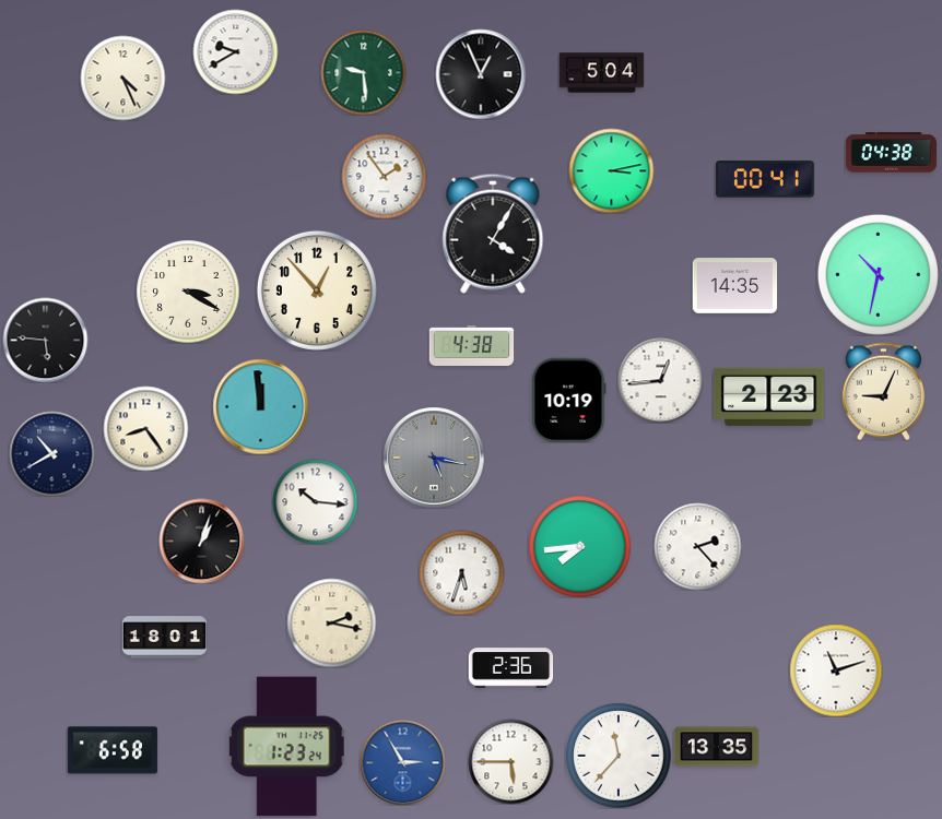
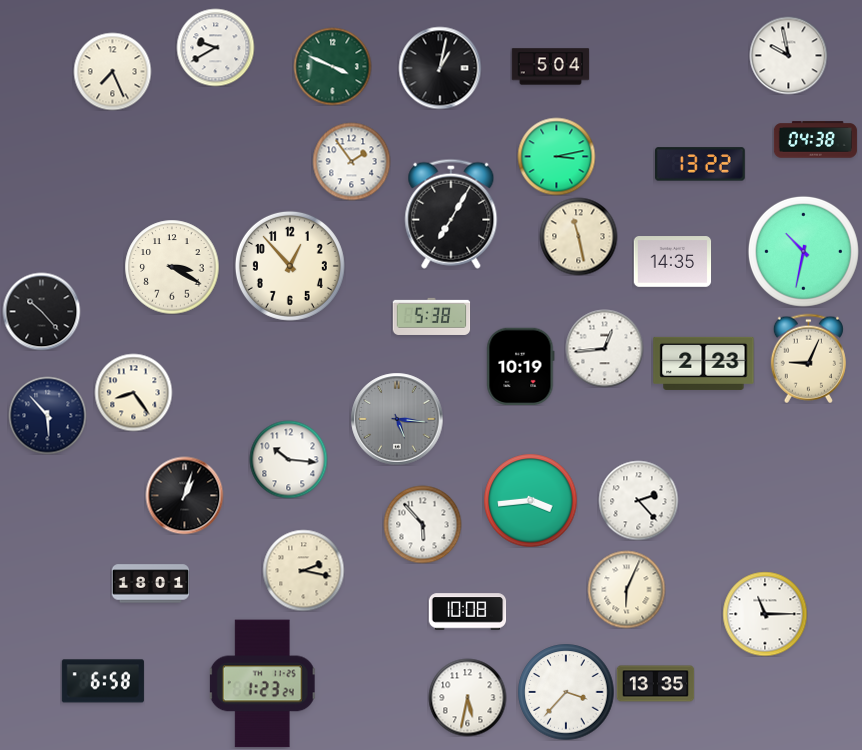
clock at (788, 55): none -> 9:58
clock at (363, 72): 9:29 -> 3:49
clock at (481, 74): 12:56 -> 1:02
clock at (122, 78): 4:26 -> 7:26
clock at (611, 170) position: (611, 170) -> (556, 156)
clock at (765, 179): 00:41 -> 13:22
clock at (493, 234): 4:05 -> 7:05
clock at (578, 236): none -> 11:28
clock at (45, 340): 5:46 -> 10:23
clock at (471, 345): 4:38 -> 5:38
clock at (260, 406): 11:59 -> none
clock at (51, 453): 10:40 -> 5:53
clock at (434, 458): 5:17 -> 5:16
clock at (579, 546): 7:44 -> 3:44
clock at (461, 572): 5:33 -> 5:53
clock at (626, 589): none -> 6:04
clock at (510, 668): 2:36 -> 10:08
clock at (836, 670): 11:12 -> 11:15
clock at (113, 750) position: (113, 750) -> (103, 681)
clock at (619, 756): 11:37 -> 3:37
clock at (510, 761): 5:45 -> 5:32
clock at (402, 762): 2:55 -> none
